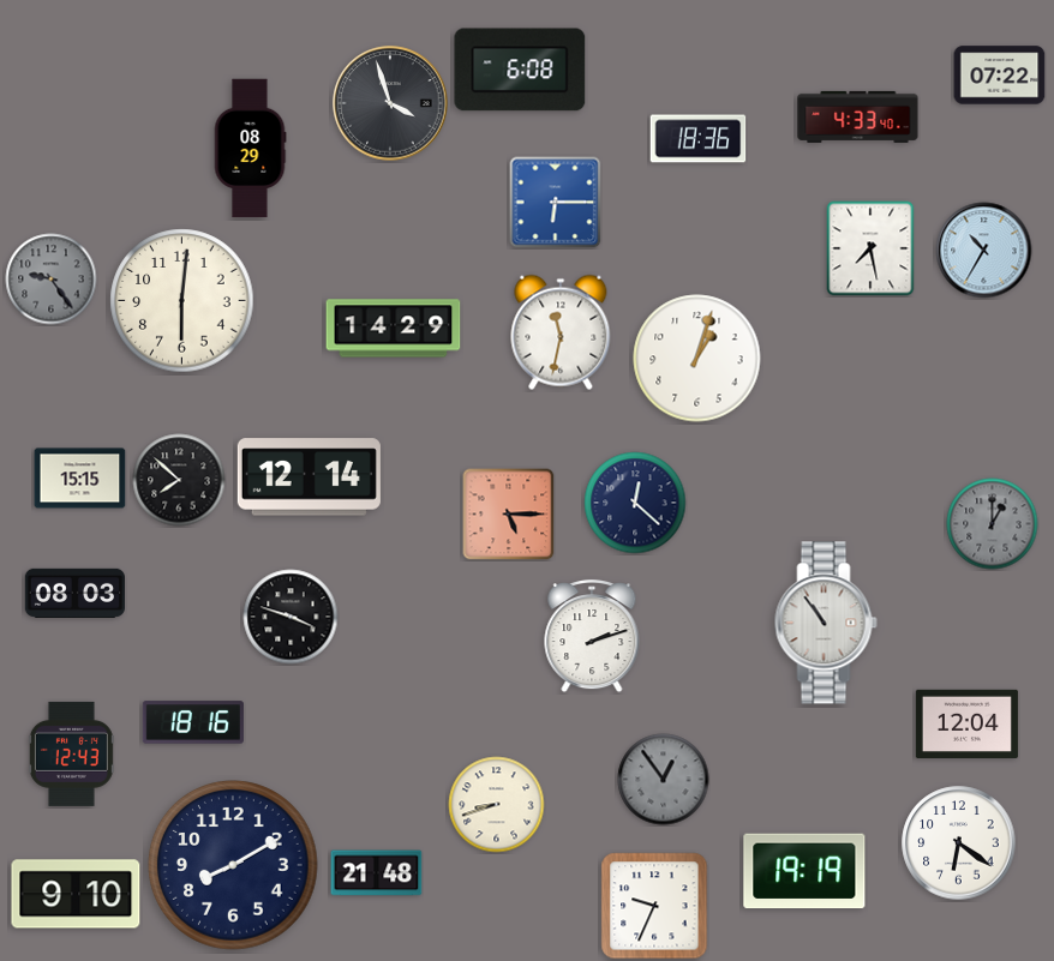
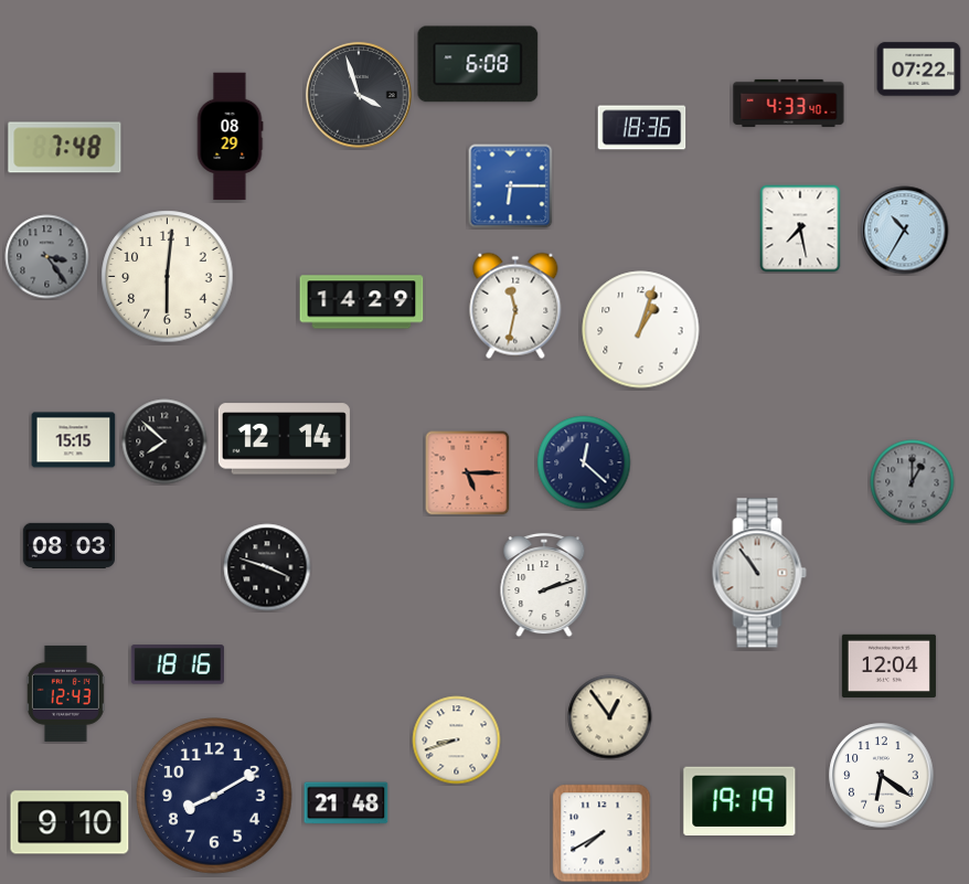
clock at (858, 116) position: (858, 116) -> (789, 103)
clock at (65, 148): none -> 7:48
clock at (52, 280): 9:24 -> 3:24
clock at (664, 780) dial: grey -> cream
clock at (654, 906): 9:34 -> 7:40
